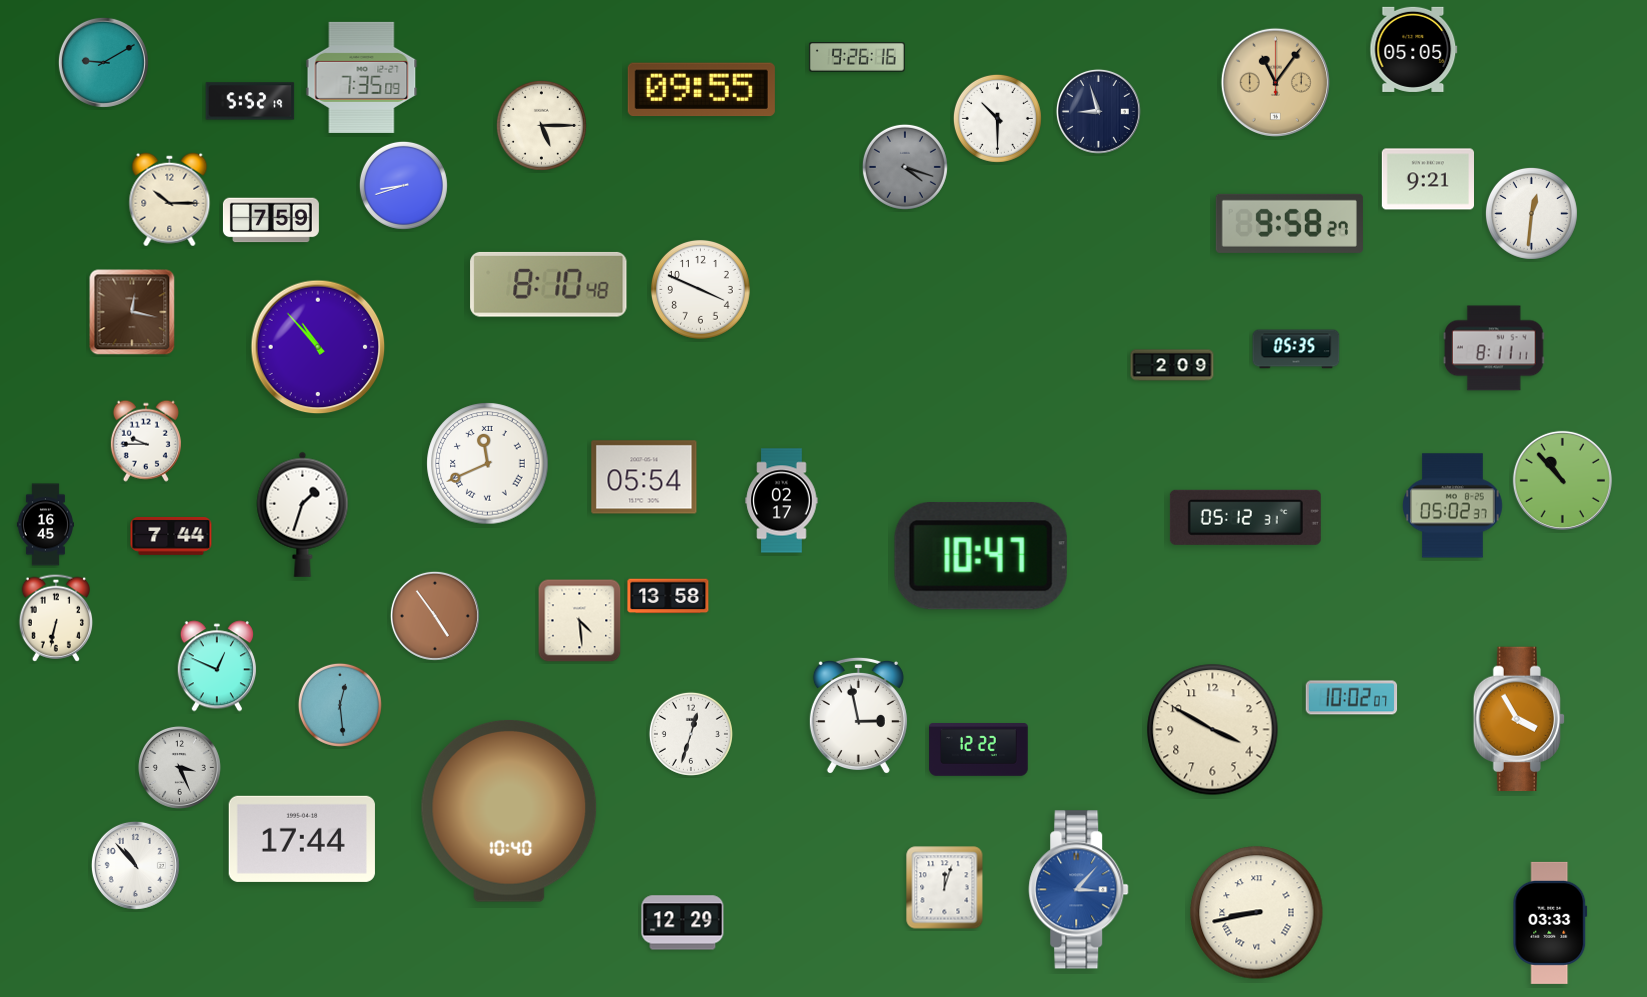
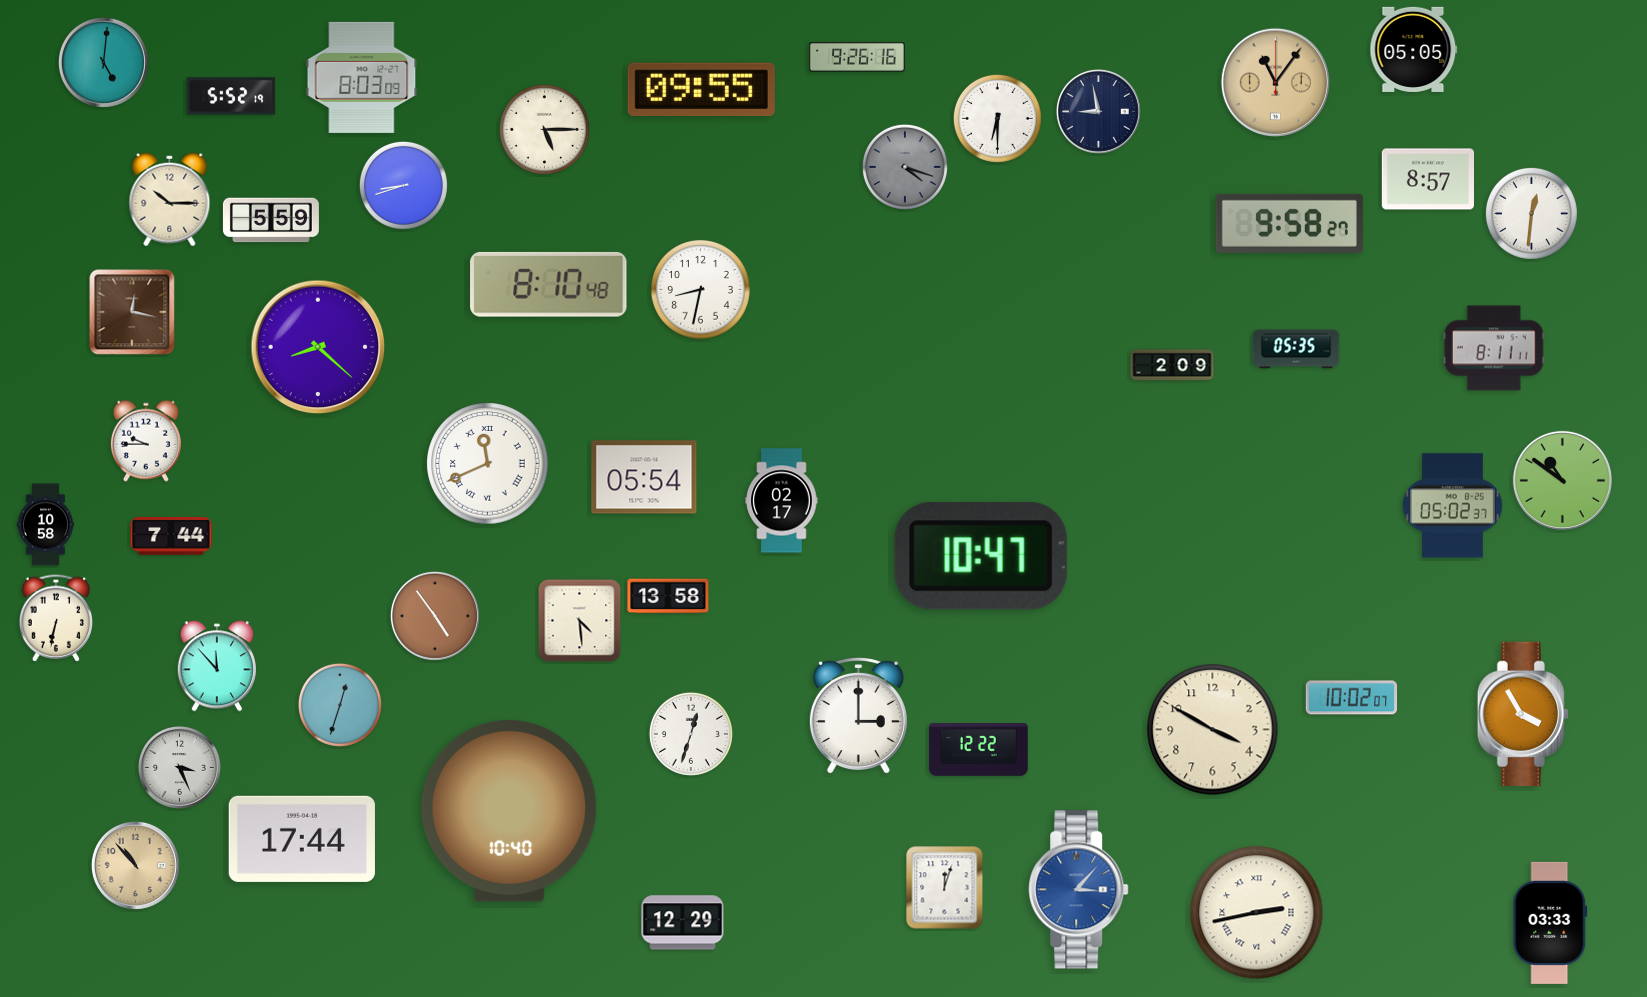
clock at (103, 62): 9:10 -> 5:01
clock at (362, 77): 7:35 -> 8:03
clock at (250, 101) position: (250, 101) -> (231, 96)
clock at (1098, 111): 8:57 -> 8:58
clock at (997, 118): 10:30 -> 6:30
clock at (541, 125) position: (541, 125) -> (544, 129)
clock at (1427, 179): 9:21 -> 8:57
clock at (271, 220): 7:59 -> 5:59
clock at (700, 289): 3:49 -> 8:32
clock at (318, 347): 10:53 -> 8:22
clock at (1562, 480): 10:53 -> 10:51
clock at (303, 514): 1:33 -> none
clock at (1245, 517): 05:12 -> none
clock at (45, 525): 16:45 -> 10:58
clock at (217, 666): 12:49 -> 11:53
clock at (340, 705): 12:29 -> 12:33
clock at (858, 715): 2:58 -> 3:00
clock at (1518, 719) position: (1518, 719) -> (1522, 714)
clock at (135, 865) dial: white -> champagne
clock at (1257, 913): 8:43 -> 2:43
